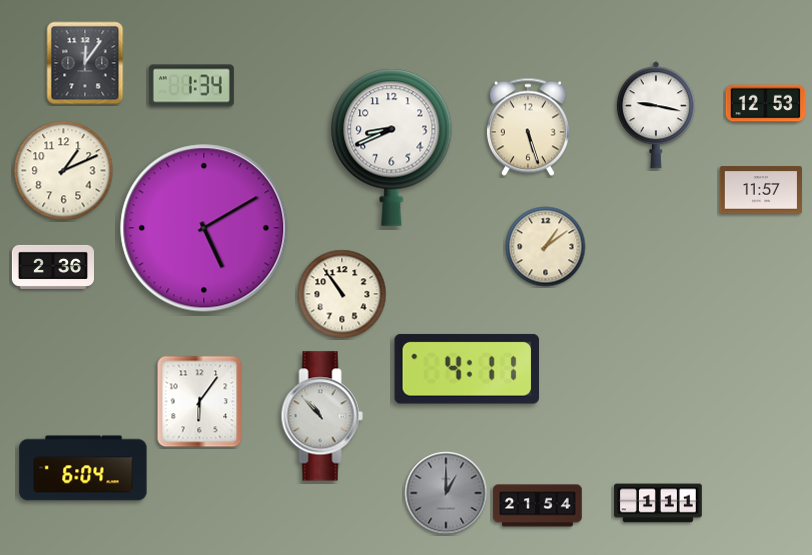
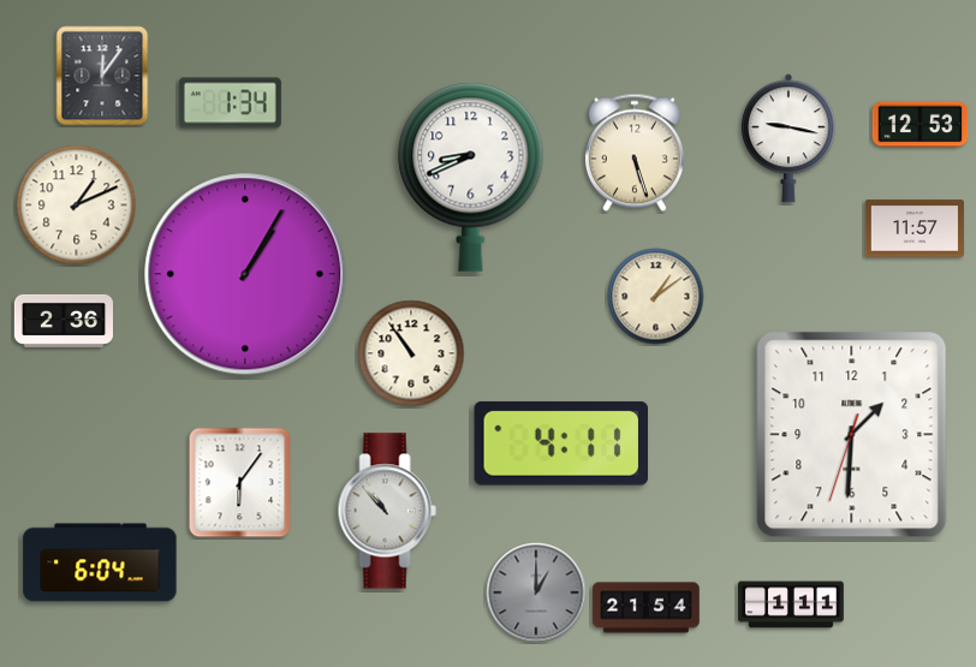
clock at (204, 228): 5:10 -> 1:05
clock at (852, 435): none -> 1:30
clock at (322, 416) position: (322, 416) -> (387, 511)
